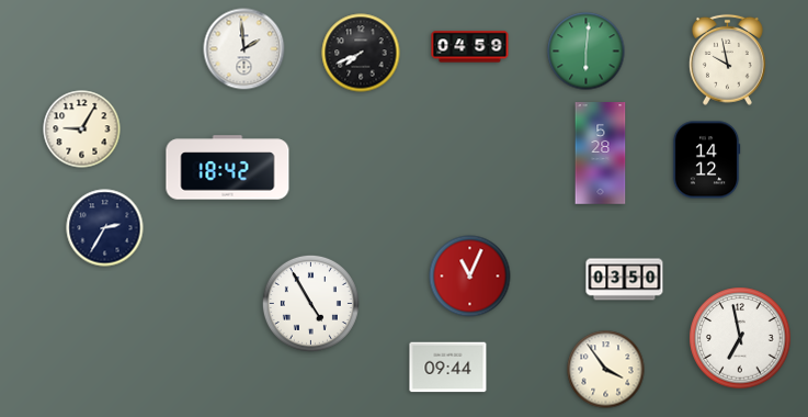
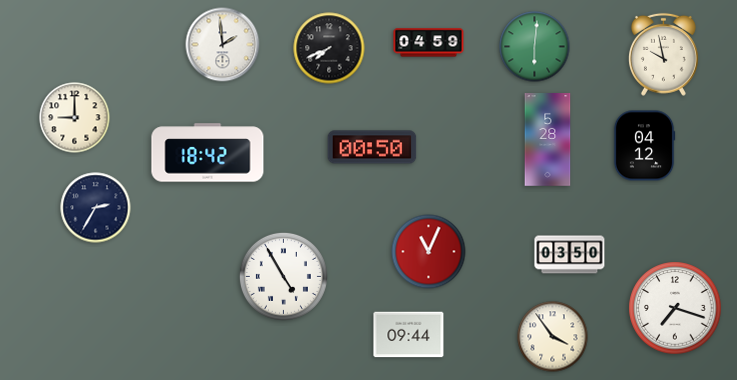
clock at (82, 129): 9:05 -> 9:00
clock at (706, 160): 14:12 -> 04:12
clock at (372, 147): none -> 00:50
clock at (740, 338): 6:58 -> 7:18
